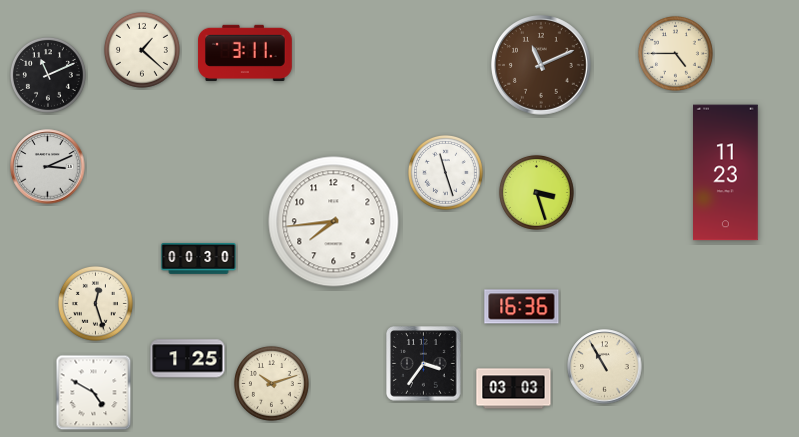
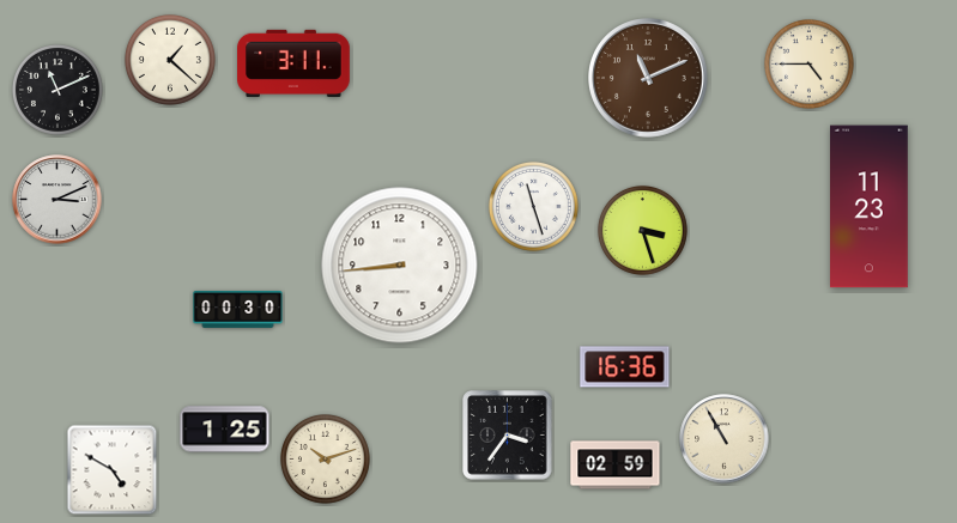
clock at (334, 222): 7:44 -> 8:44
clock at (95, 303): 12:27 -> none
clock at (514, 389): 03:03 -> 02:59
